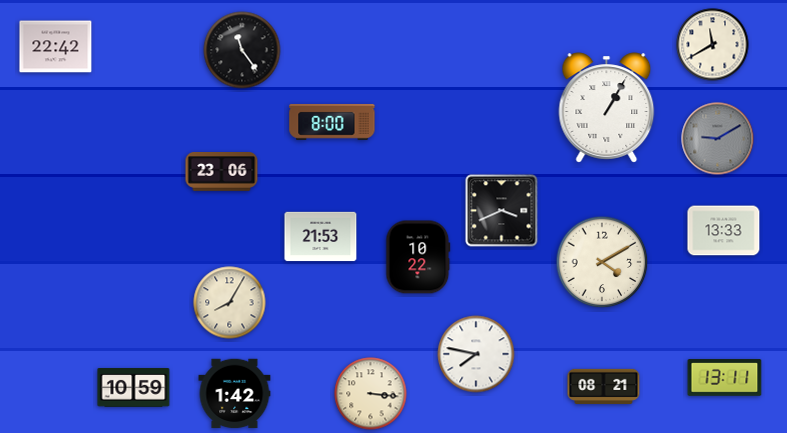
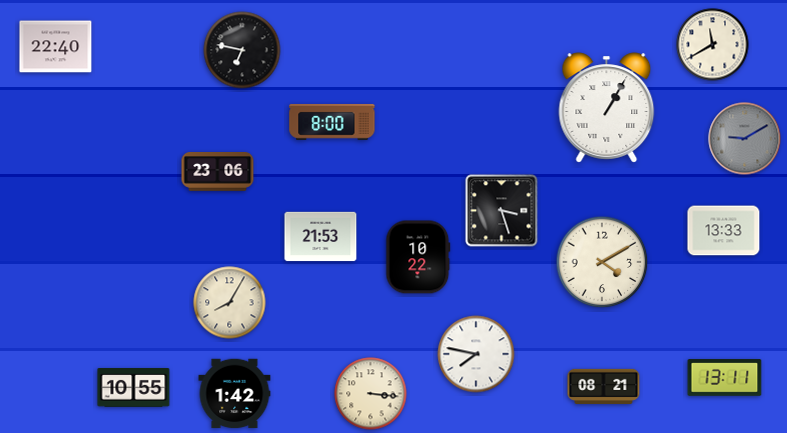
clock at (56, 47): 22:42 -> 22:40
clock at (242, 50): 11:24 -> 6:47
clock at (718, 139) position: (718, 139) -> (745, 139)
clock at (222, 172) position: (222, 172) -> (218, 172)
clock at (502, 211): 3:41 -> 3:27
clock at (134, 388): 10:59 -> 10:55
